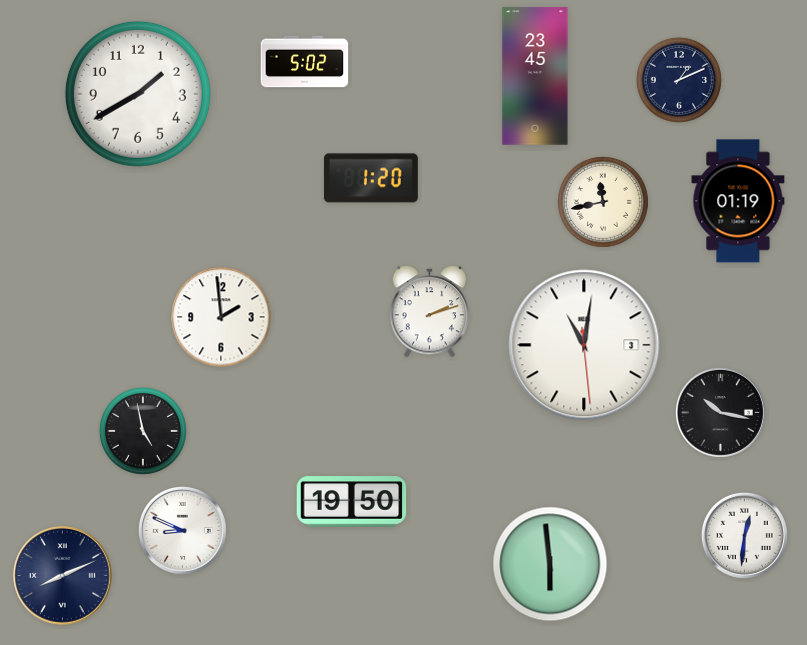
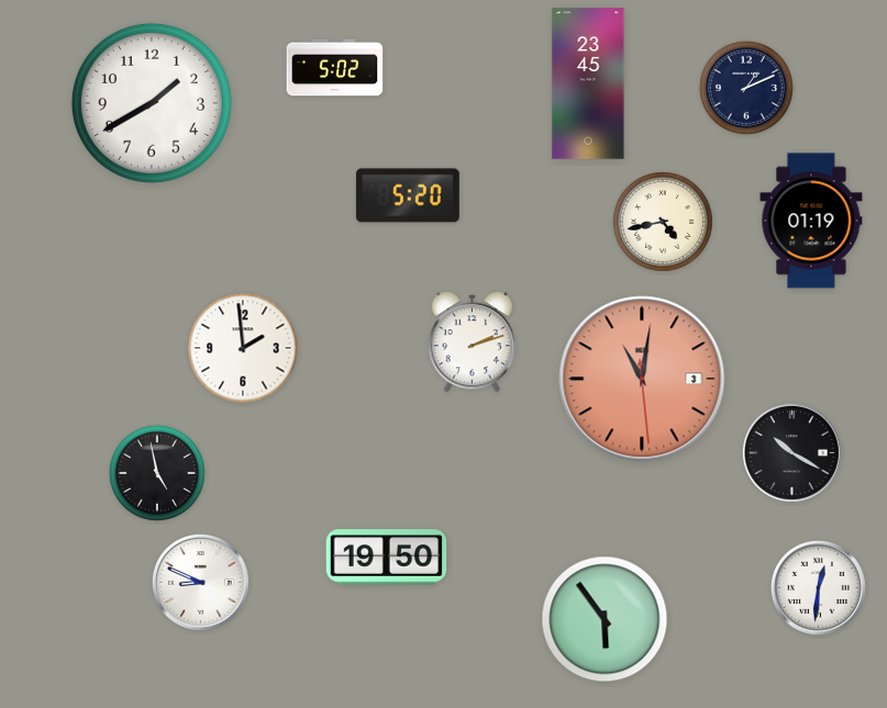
clock at (371, 178): 1:20 -> 5:20
clock at (604, 203): 11:43 -> 4:43
clock at (584, 345) dial: white -> salmon
clock at (720, 412): 10:17 -> 10:20
clock at (352, 502) position: (352, 502) -> (387, 558)
clock at (550, 564): 5:59 -> 5:54
clock at (63, 576): 8:11 -> none
